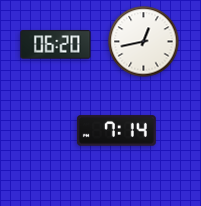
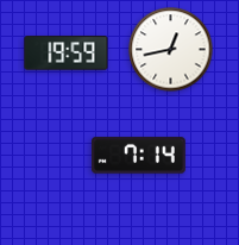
clock at (56, 45): 06:20 -> 19:59
